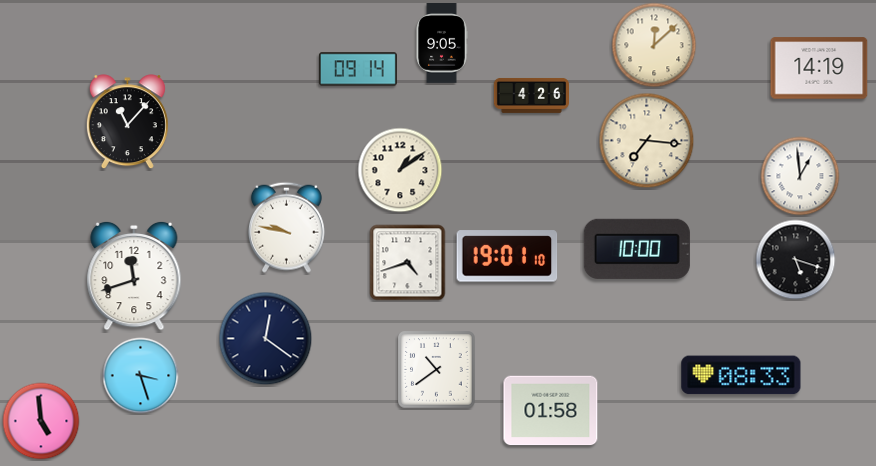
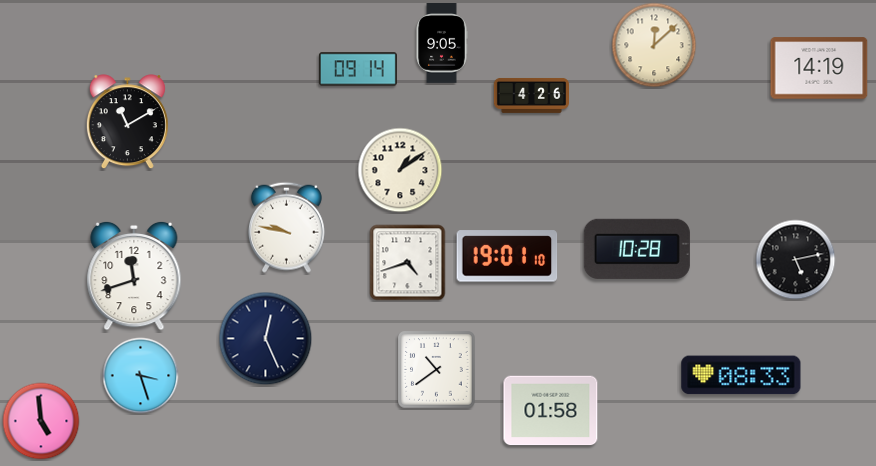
clock at (127, 122): 11:07 -> 11:10
clock at (647, 141): 7:16 -> none
clock at (800, 176): 12:59 -> none
clock at (637, 249): 10:00 -> 10:28
clock at (796, 260): 5:18 -> 5:13
clock at (266, 339): 12:21 -> 12:26
